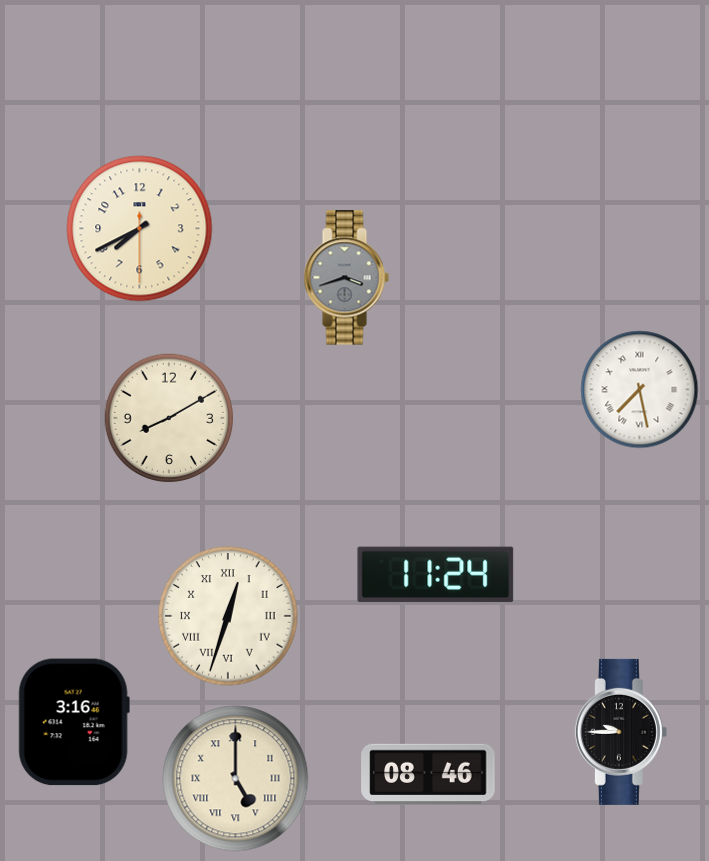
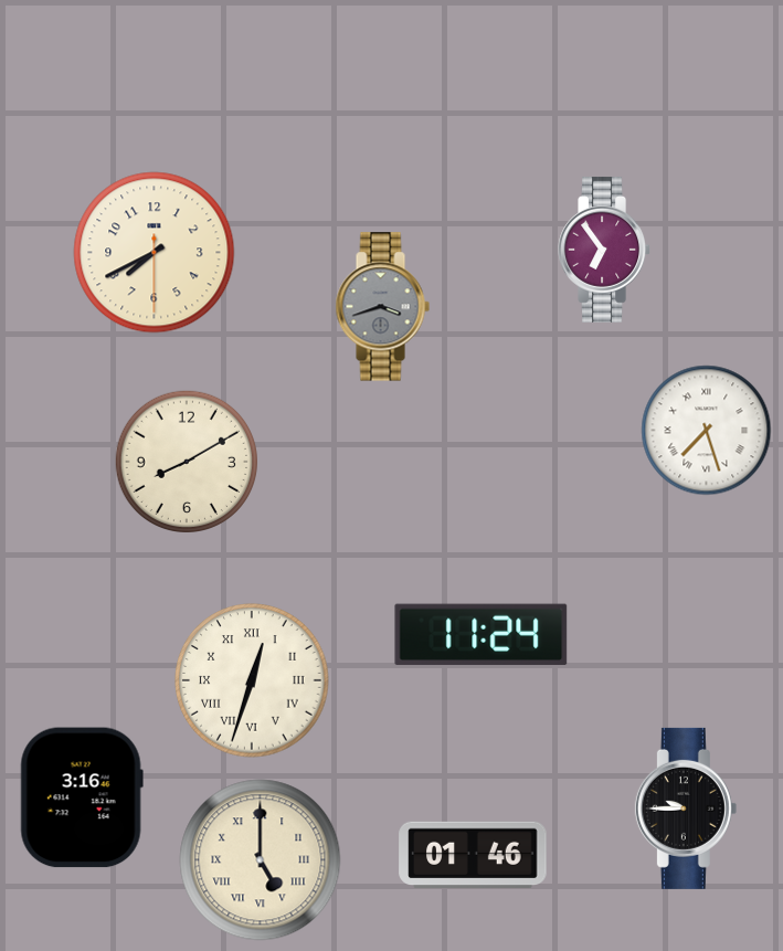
clock at (604, 250): none -> 6:54
clock at (640, 390): 7:28 -> 7:27
clock at (428, 774): 08:46 -> 01:46
